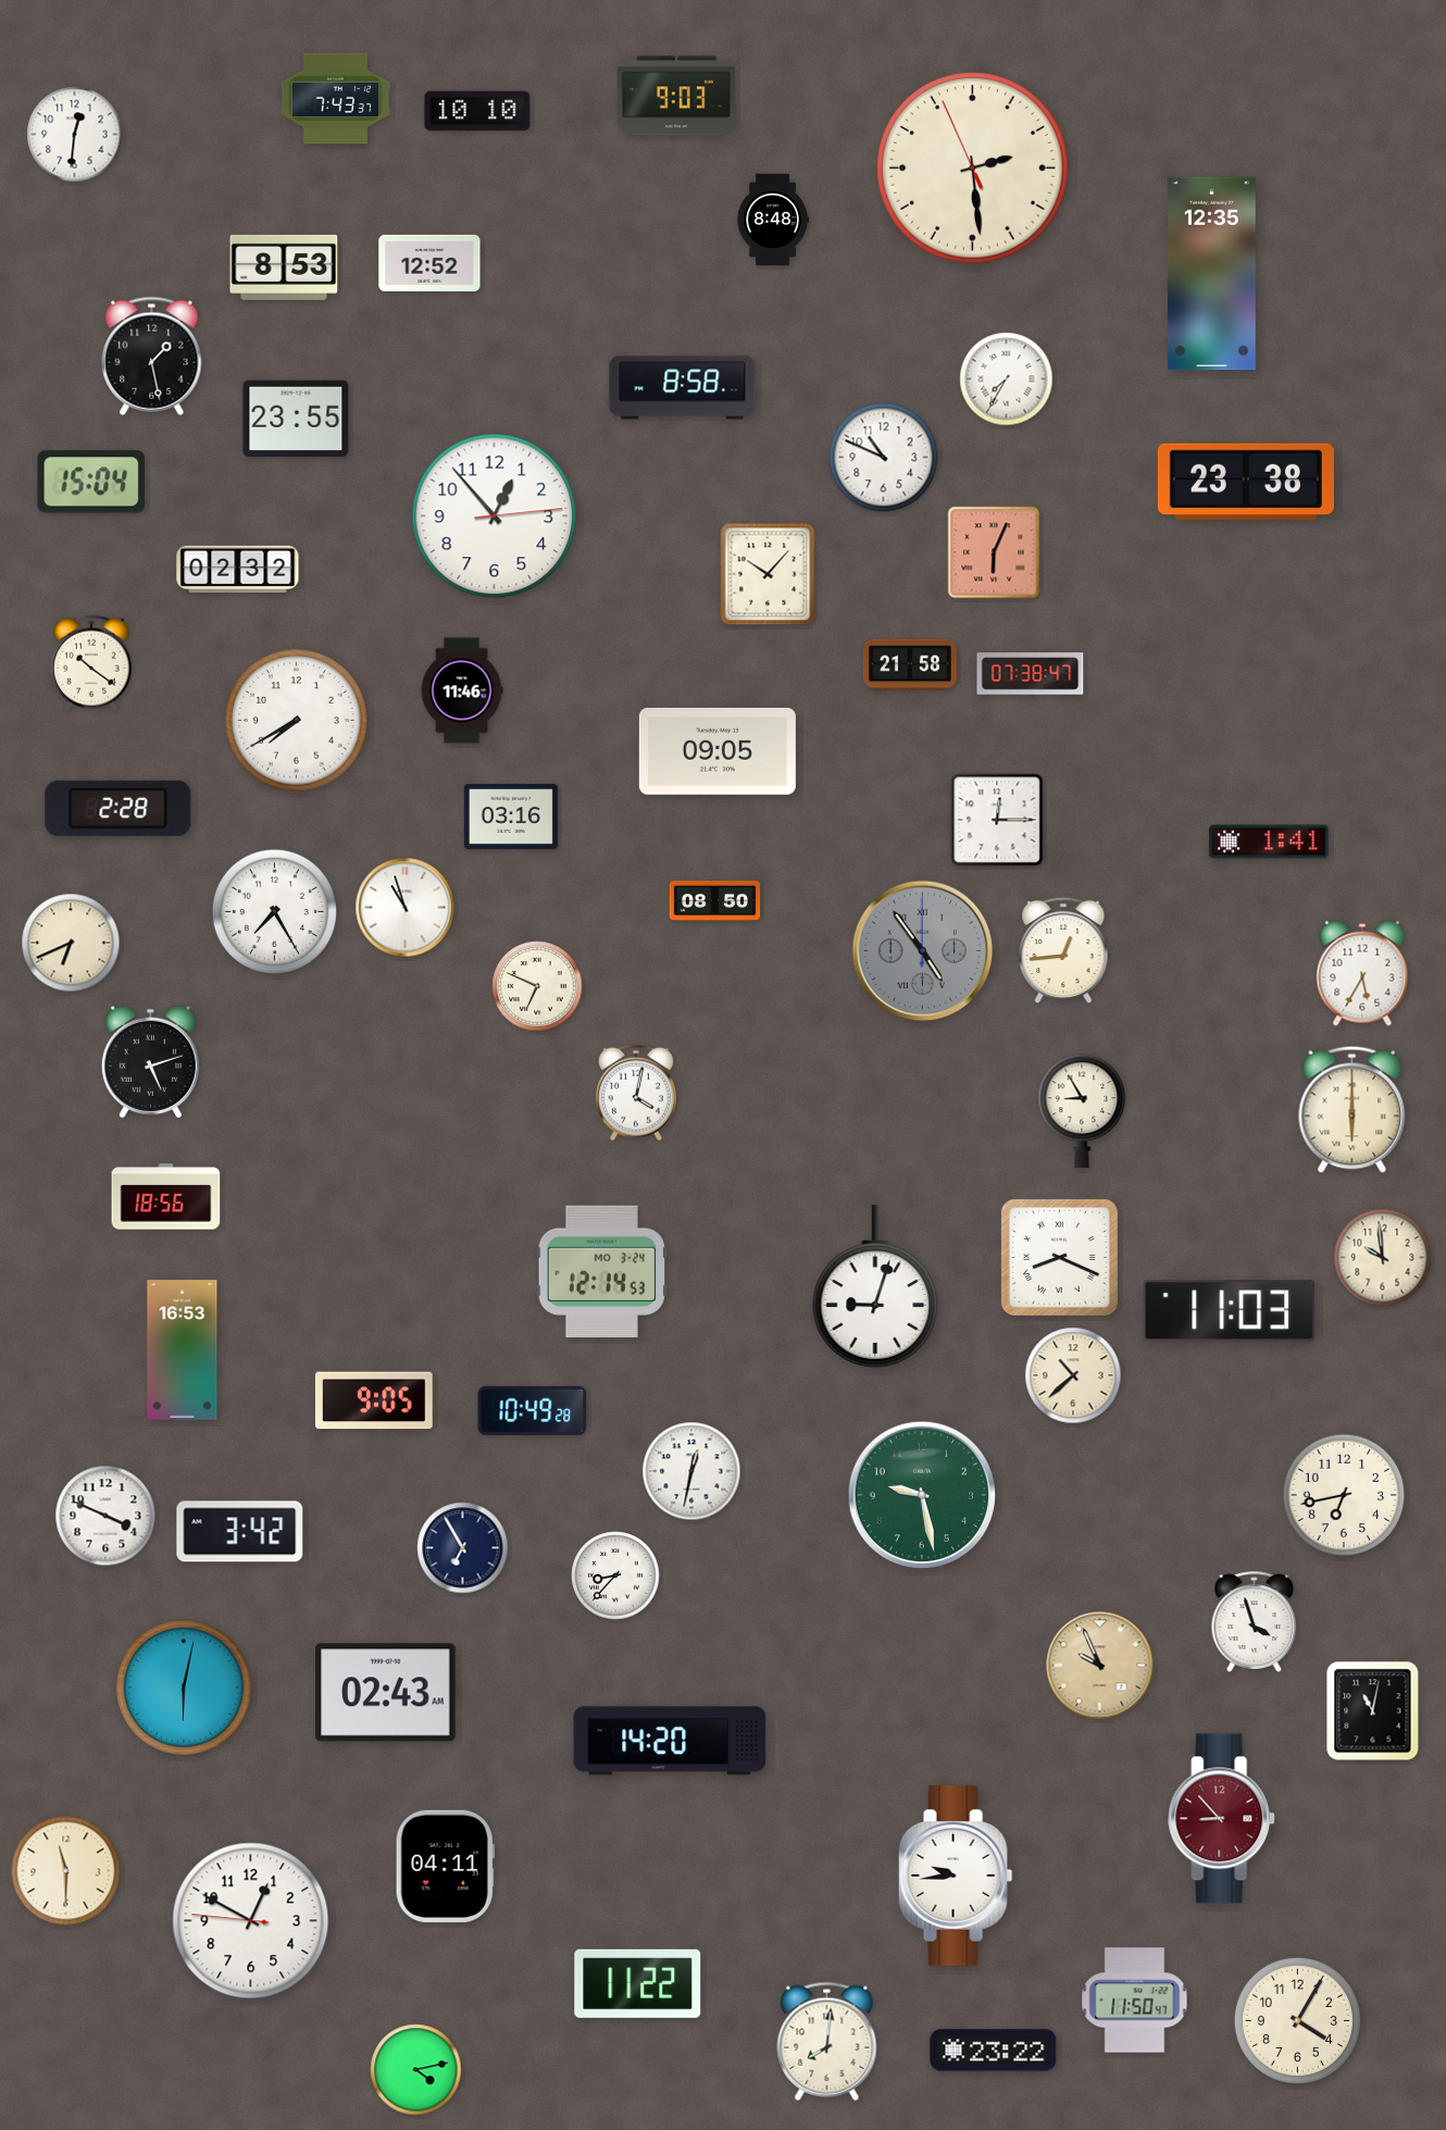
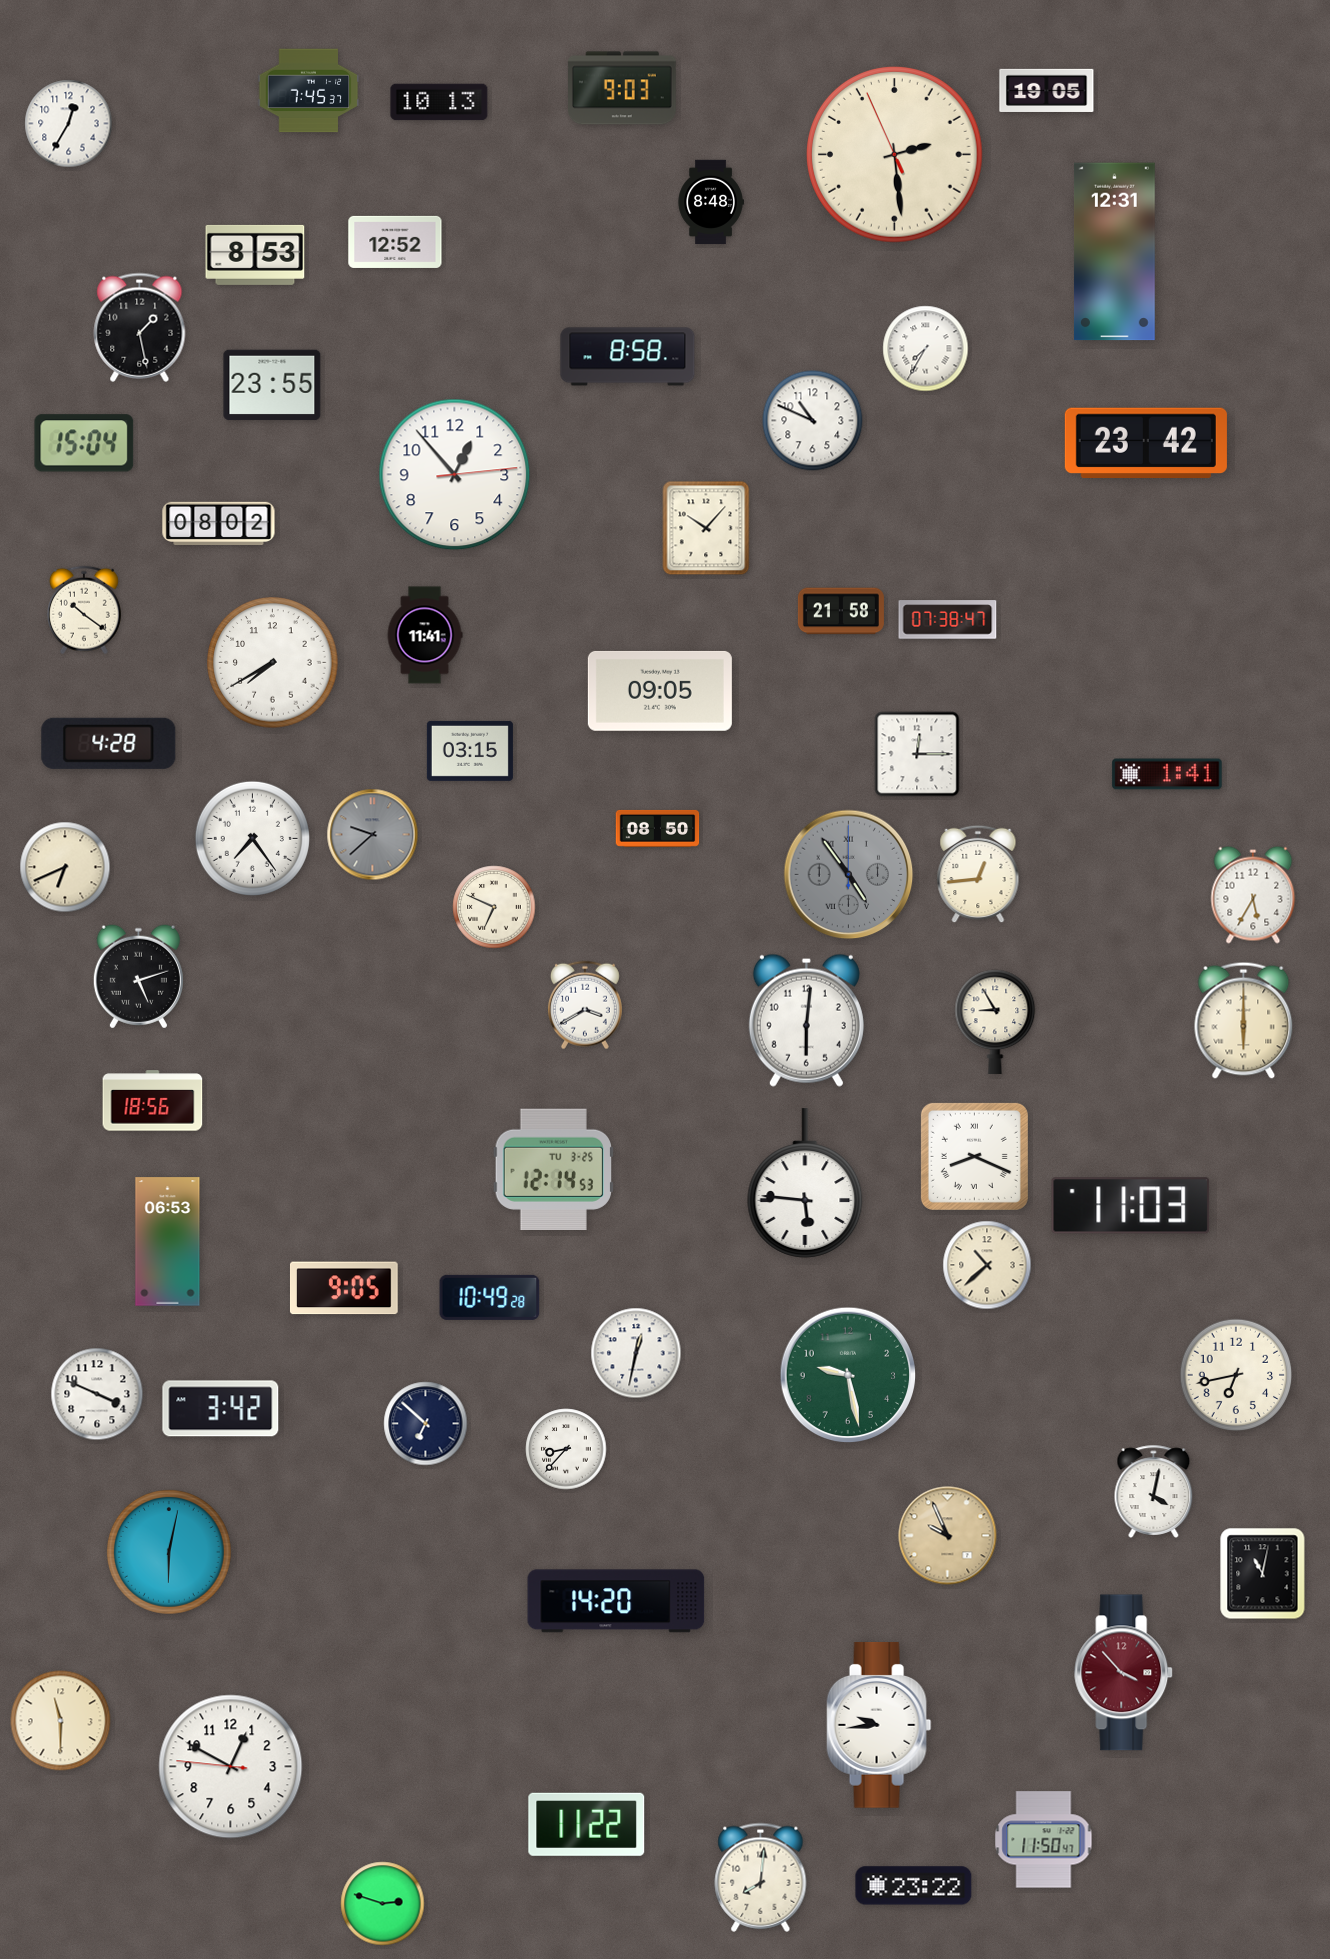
clock at (1047, 90): none -> 19:05
clock at (336, 99): 7:43 -> 7:45
clock at (477, 111): 10:10 -> 10:13
clock at (75, 135): 12:31 -> 12:35
clock at (284, 267) position: (284, 267) -> (255, 255)
clock at (1211, 274): 12:35 -> 12:31
clock at (1246, 481): 23:38 -> 23:42
clock at (994, 552): 6:04 -> none
clock at (238, 569): 02:32 -> 08:02
clock at (910, 664) position: (910, 664) -> (841, 611)
clock at (462, 690): 11:46 -> 11:41
clock at (119, 808): 2:28 -> 4:28
clock at (511, 817): 03:16 -> 03:15
clock at (406, 908): 10:57 -> 9:38
clock at (406, 908) dial: white -> grey
clock at (274, 911): 7:25 -> 7:24
clock at (636, 1093): 4:02 -> 3:40
clock at (806, 1020): none -> 6:01
clock at (1383, 1258): 9:59 -> none
clock at (601, 1271) date: MO 3-24 -> TU 3-25
clock at (875, 1286): 9:03 -> 5:46
clock at (183, 1350): 16:53 -> 06:53
clock at (463, 1548): 6:55 -> 6:52
clock at (1255, 1621): 3:57 -> 4:02
clock at (1100, 1666) position: (1100, 1666) -> (948, 1536)
clock at (386, 1693): 02:43 -> none
clock at (1222, 1819): 8:53 -> 3:53
clock at (445, 1866): 04:11 -> none
clock at (1297, 2020): 4:05 -> none
clock at (416, 2070): 4:13 -> 2:48
